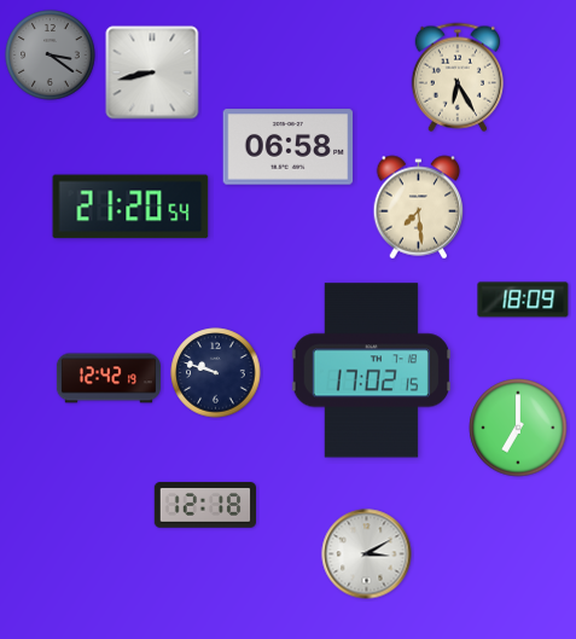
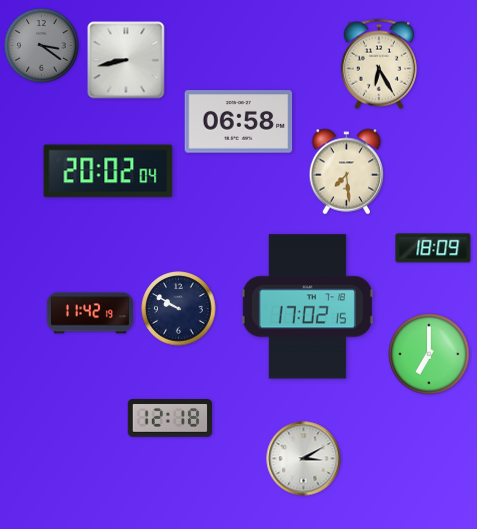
clock at (130, 207): 21:20 -> 20:02
clock at (216, 373): 9:48 -> 9:50
clock at (109, 378): 12:42 -> 11:42
